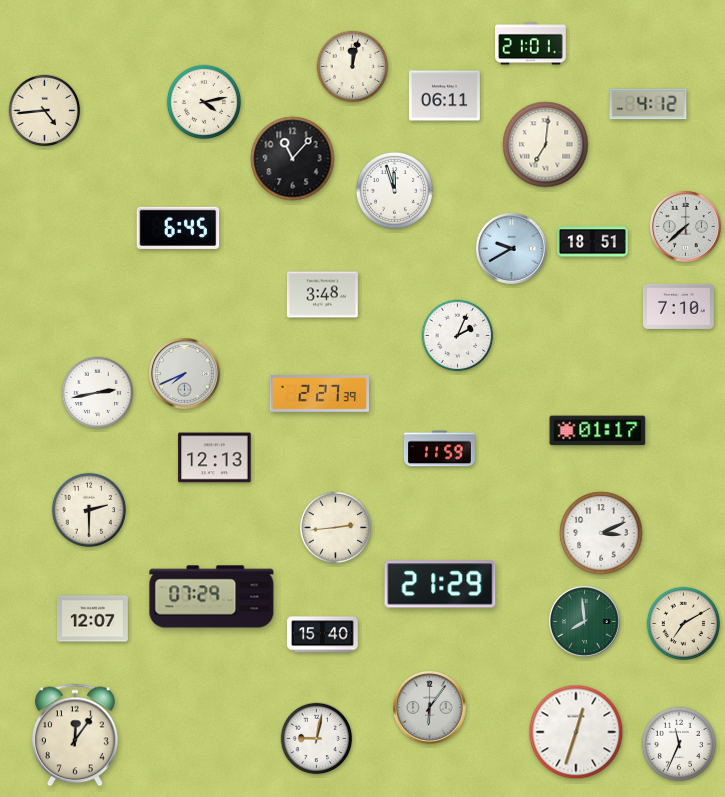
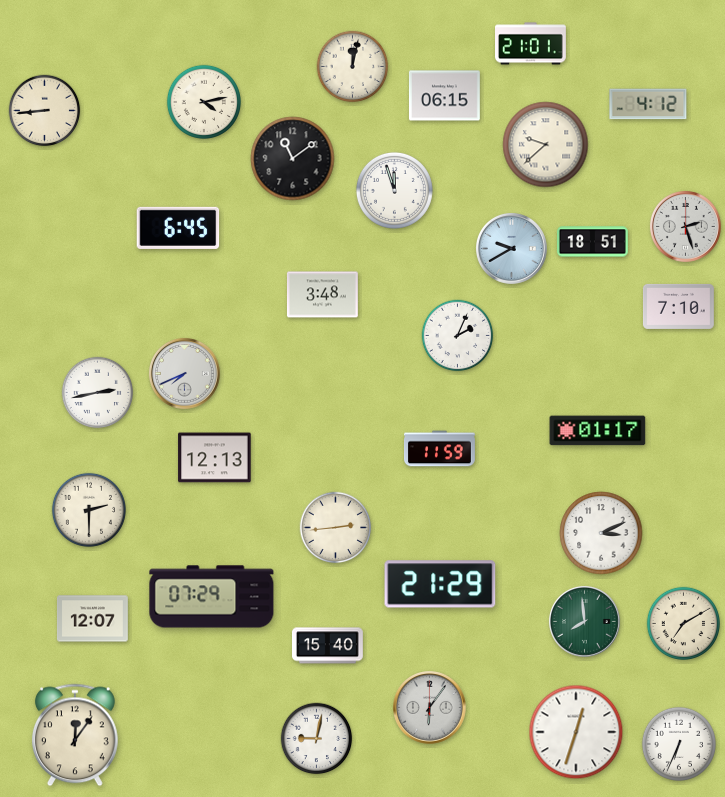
clock at (444, 96): 06:11 -> 06:15
clock at (45, 111): 4:44 -> 8:44
clock at (546, 145): 7:01 -> 9:38
clock at (293, 159): 11:07 -> 11:09
clock at (685, 226): 7:38 -> 2:27
clock at (320, 394): 2:27 -> none
clock at (322, 635) position: (322, 635) -> (327, 646)
clock at (679, 744): 11:34 -> 6:34
